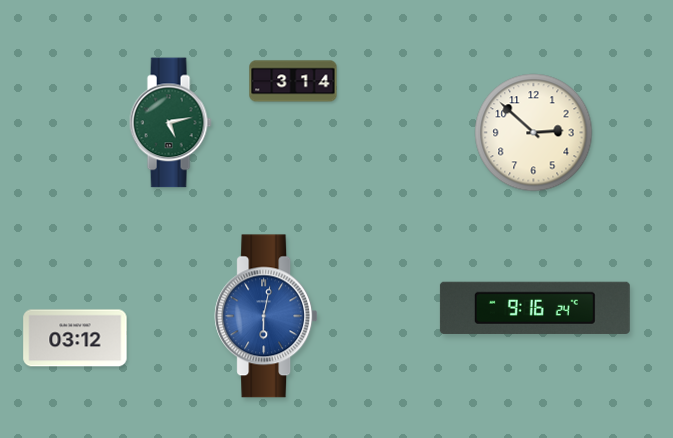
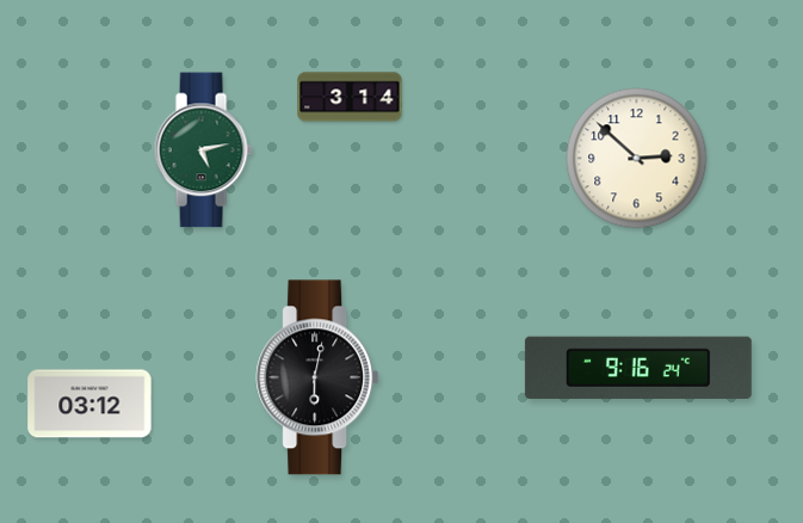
clock at (170, 123) position: (170, 123) -> (203, 150)
clock at (266, 316) dial: blue -> black
